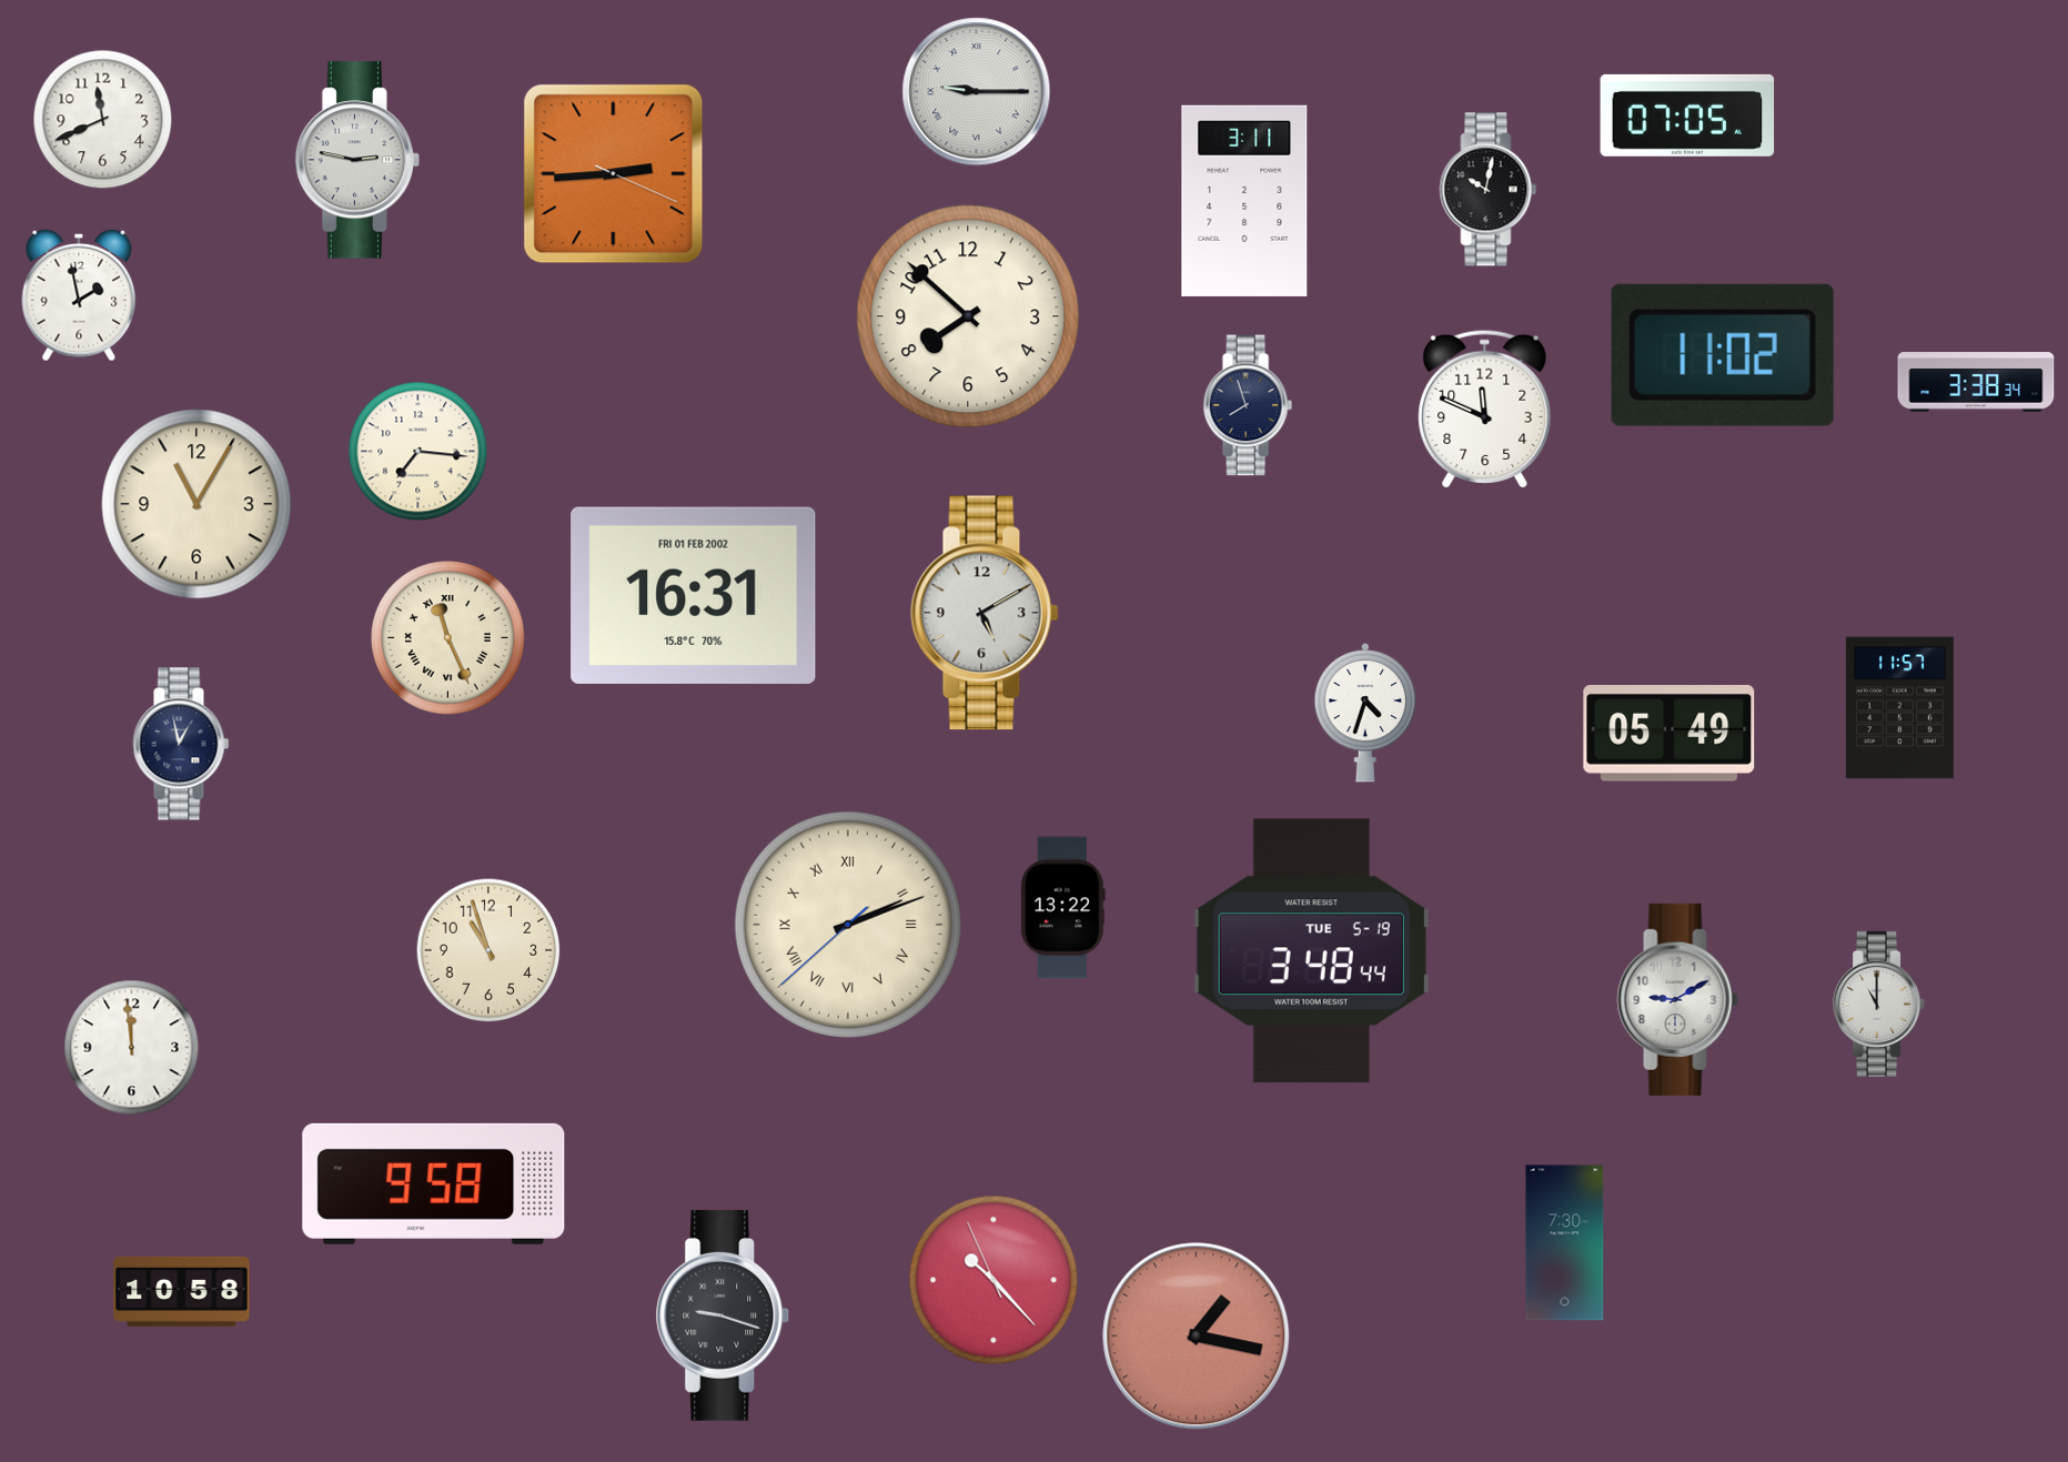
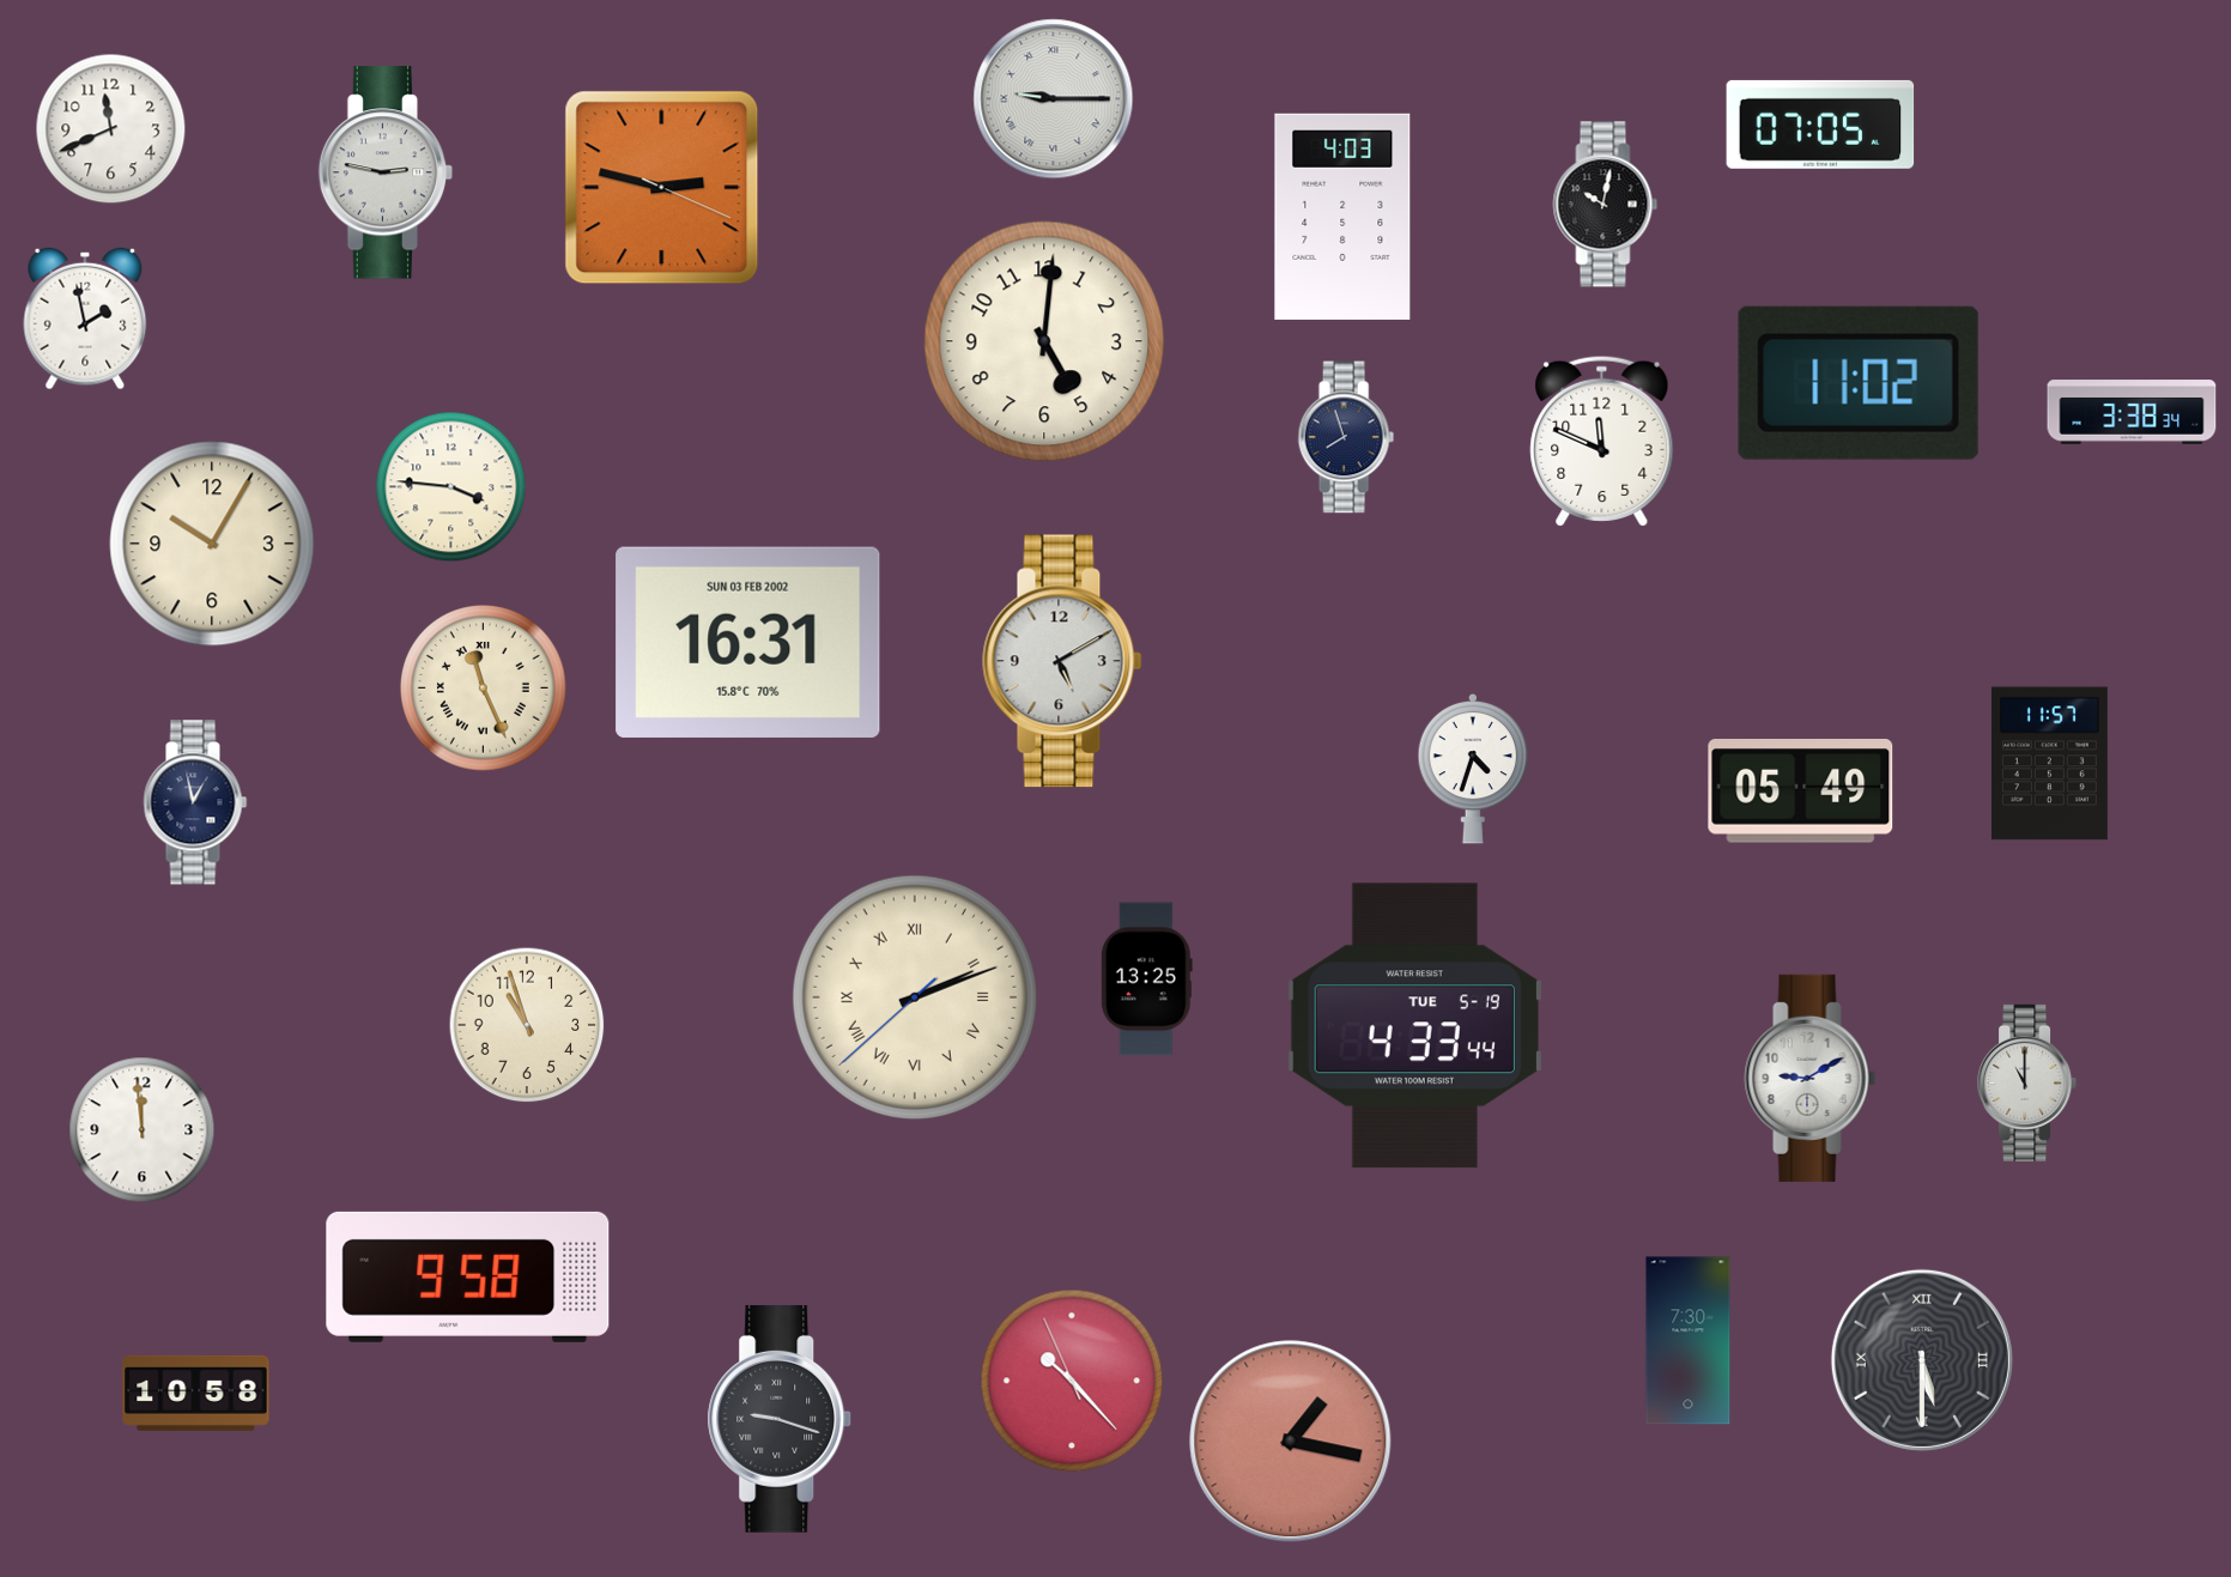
clock at (614, 174): 2:44 -> 2:47
clock at (1244, 201): 3:11 -> 4:03
clock at (968, 316): 7:52 -> 5:01
clock at (418, 452): 7:16 -> 3:46
clock at (196, 504): 11:05 -> 10:05
clock at (694, 595) date: FRI 01 FEB 2002 -> SUN 03 FEB 2002
clock at (1062, 908): 13:22 -> 13:25
clock at (1311, 951): 3:48 -> 4:33
clock at (1922, 1360): none -> 5:30
